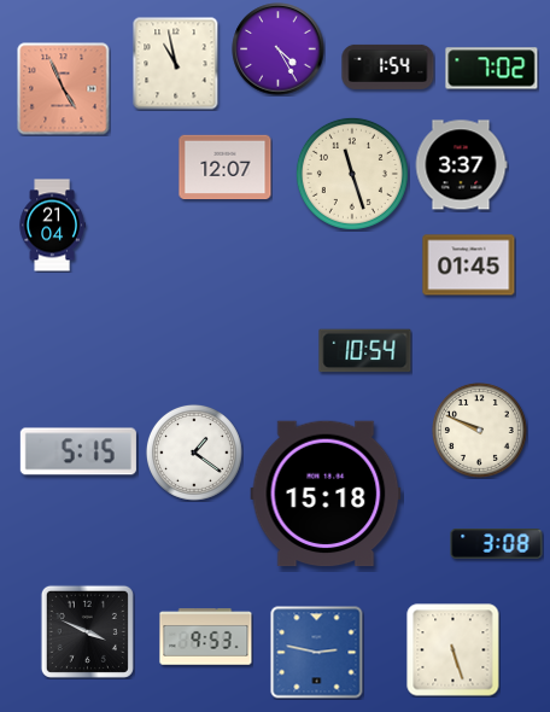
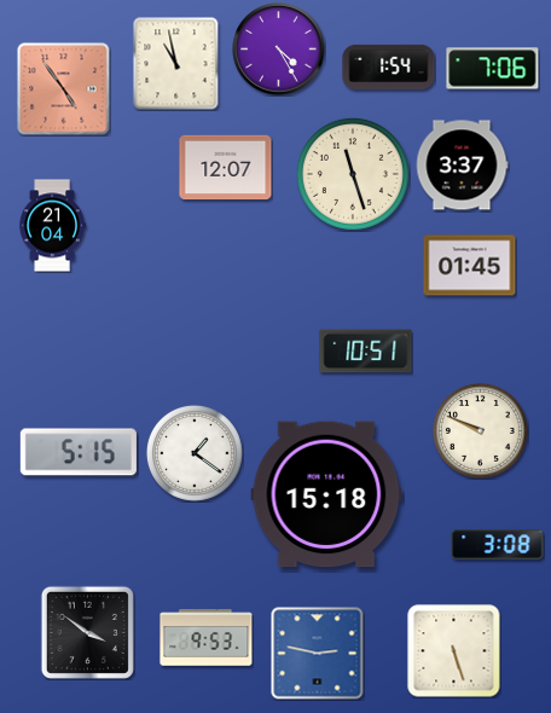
clock at (492, 69): 7:02 -> 7:06
clock at (64, 89): 4:56 -> 4:54
clock at (365, 351): 10:54 -> 10:51
clock at (87, 631): 3:49 -> 3:51
